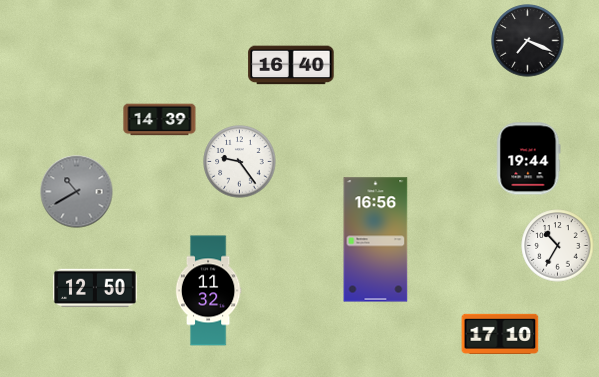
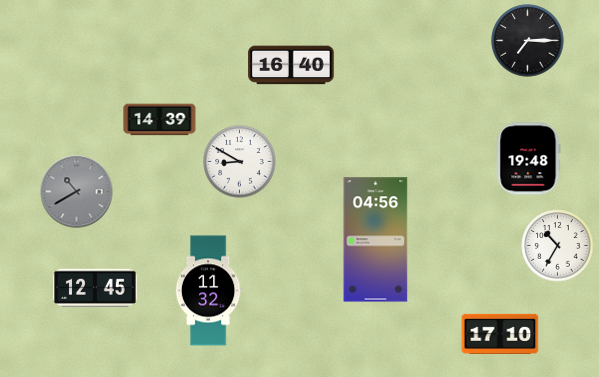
clock at (528, 41): 7:19 -> 7:15
clock at (529, 159): 19:44 -> 19:48
clock at (240, 162): 9:24 -> 8:50
clock at (376, 240): 16:56 -> 04:56
clock at (96, 288): 12:50 -> 12:45
